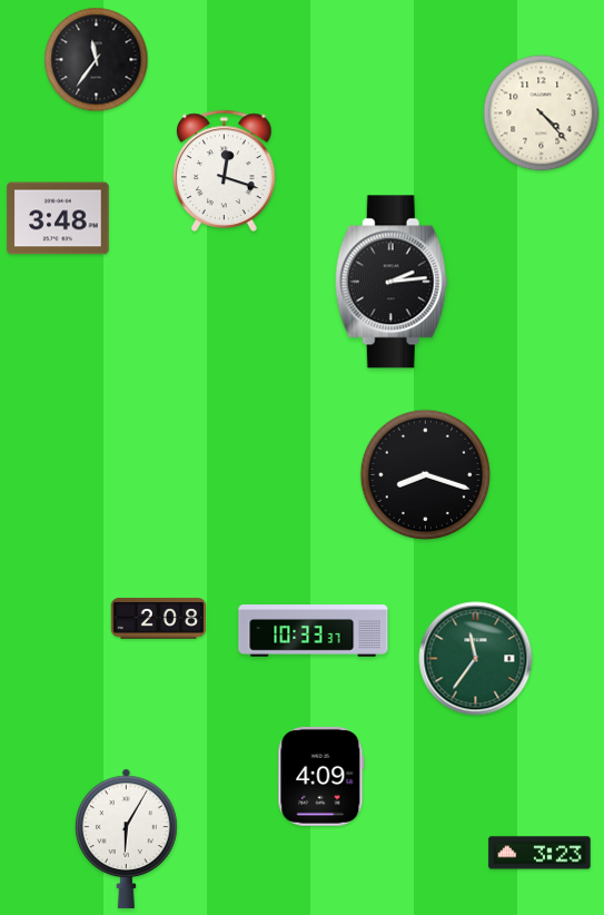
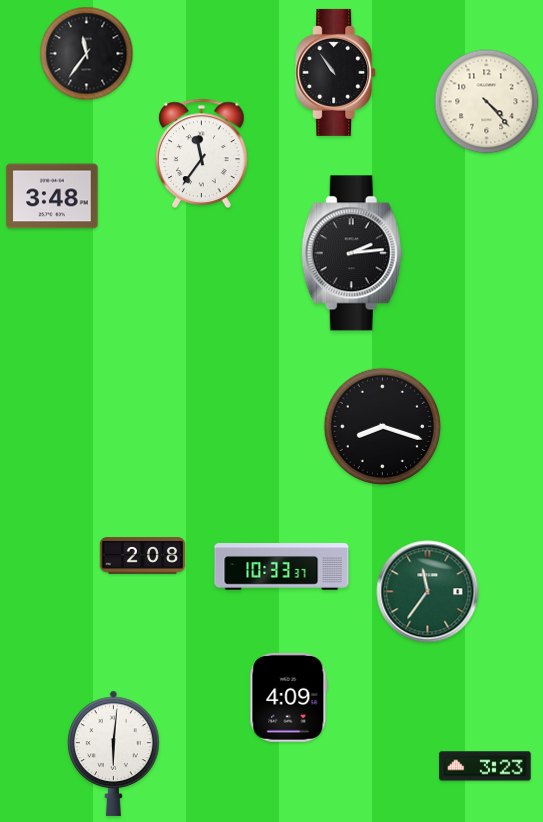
clock at (336, 72): none -> 10:54
clock at (225, 170): 12:18 -> 11:36
clock at (127, 838): 6:05 -> 6:01
